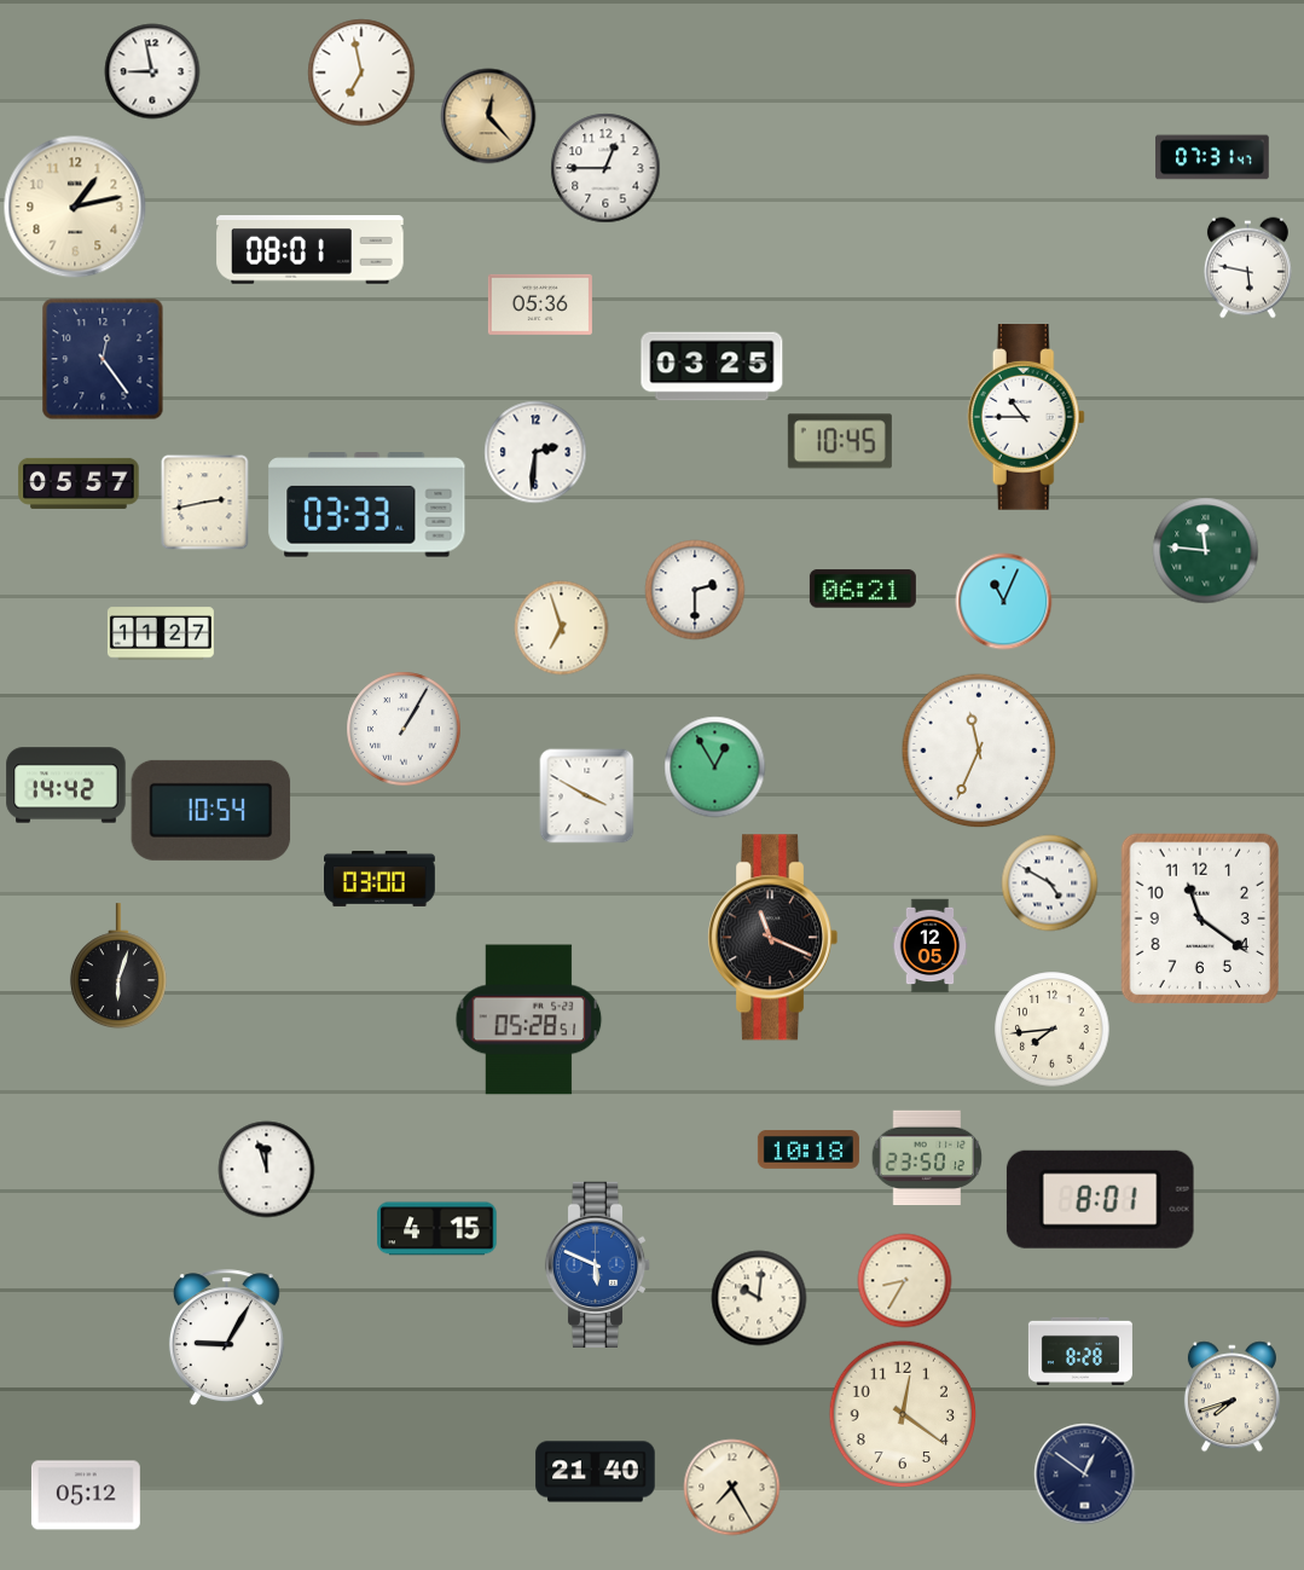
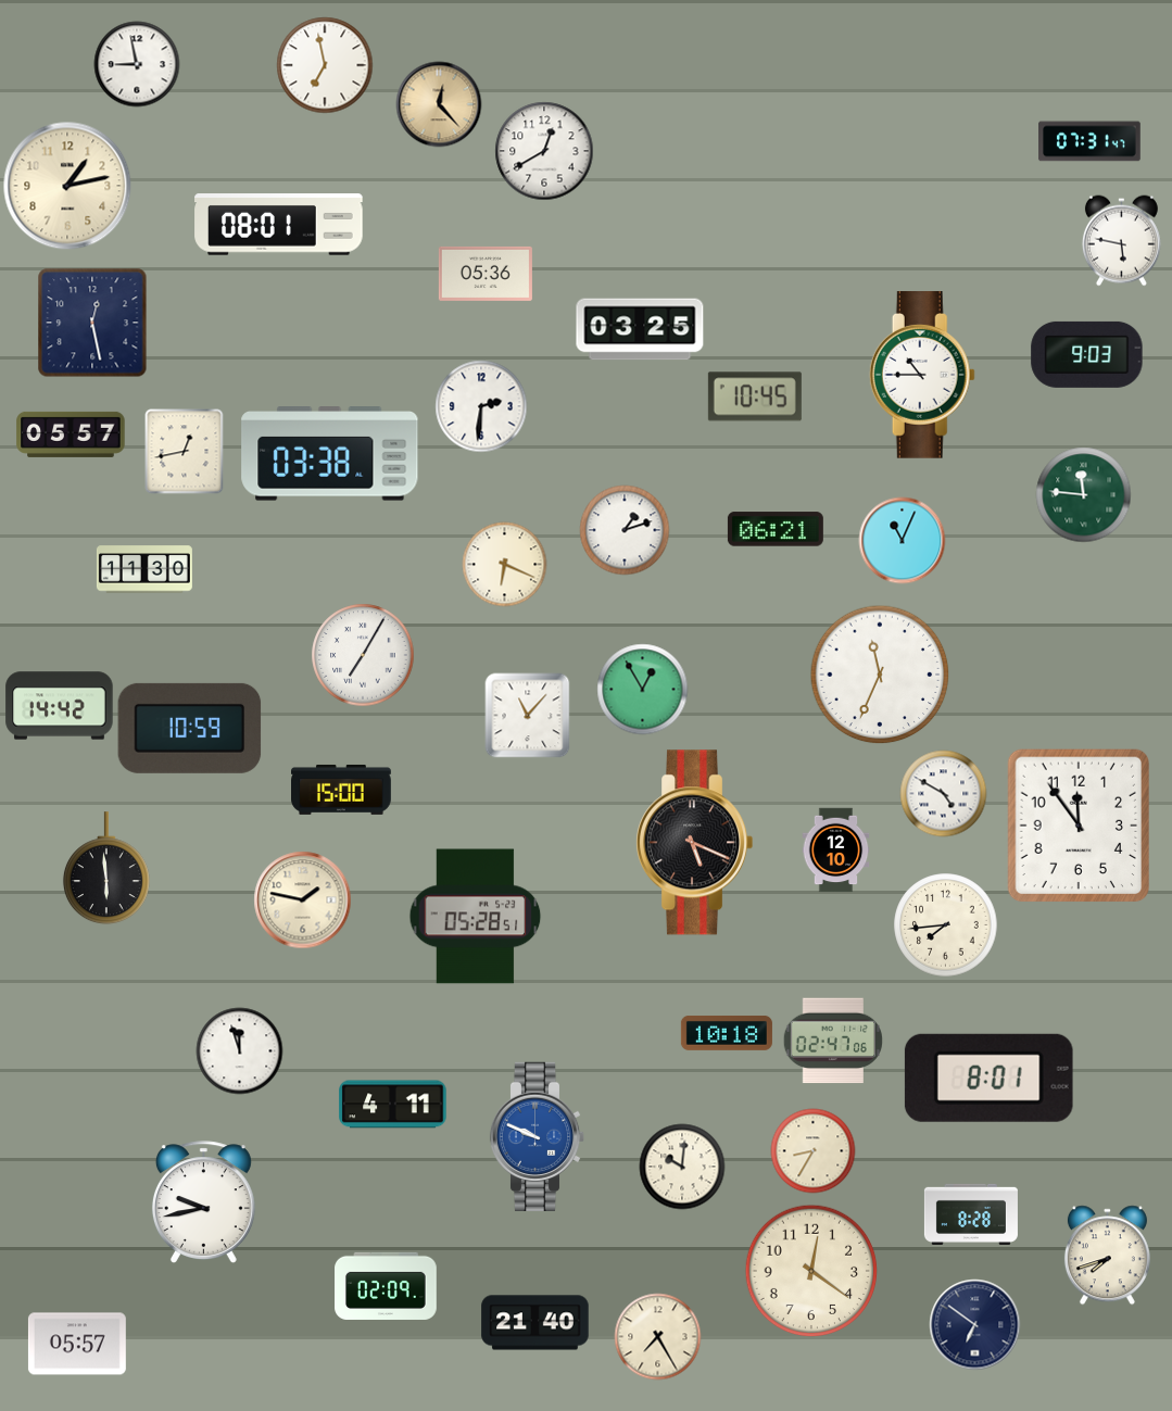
clock at (605, 168): 12:45 -> 12:40
clock at (103, 359): 12:24 -> 12:28
clock at (1087, 354): none -> 9:03
clock at (205, 502): 2:43 -> 12:43
clock at (367, 505): 03:33 -> 03:38
clock at (695, 590): 2:30 -> 1:12
clock at (561, 627): 6:57 -> 6:19
clock at (161, 633): 11:27 -> 11:30
clock at (404, 729): 1:05 -> 7:05
clock at (586, 795): 3:50 -> 11:07
clock at (211, 810): 10:54 -> 10:59
clock at (381, 879): 03:00 -> 15:00
clock at (1200, 919): 11:21 -> 11:54
clock at (772, 938): 11:19 -> 5:19
clock at (931, 945): 12:05 -> 12:10
clock at (118, 966): 6:03 -> 5:59
clock at (302, 899): none -> 1:47
clock at (926, 1158): 23:50 -> 02:47
clock at (437, 1229): 4:15 -> 4:11
clock at (598, 1264): 5:49 -> 9:49
clock at (226, 1338): 9:05 -> 9:43
clock at (386, 1286): none -> 02:09
clock at (1084, 1473): 12:51 -> 6:51
clock at (86, 1495): 05:12 -> 05:57
